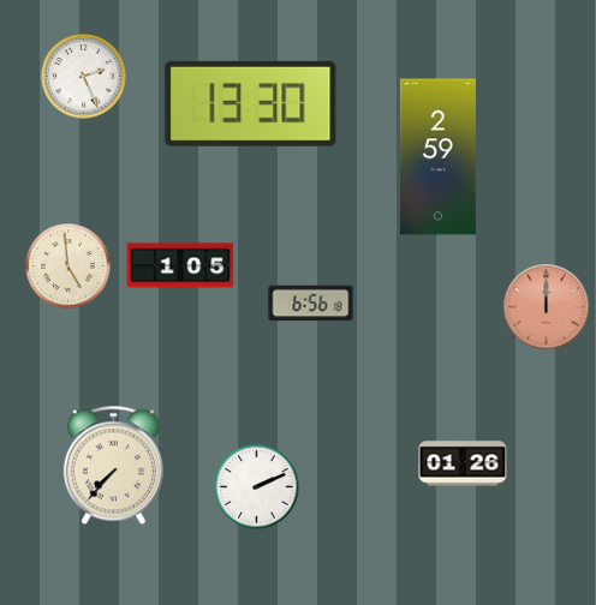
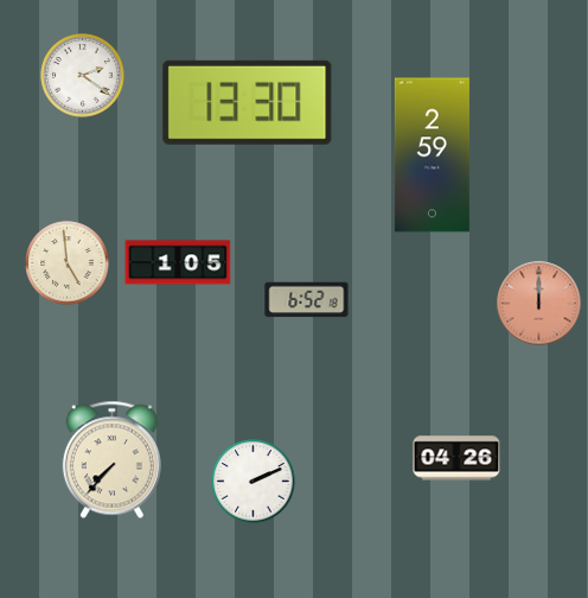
clock at (84, 77): 2:26 -> 2:21
clock at (311, 304): 6:56 -> 6:52
clock at (463, 463): 01:26 -> 04:26
